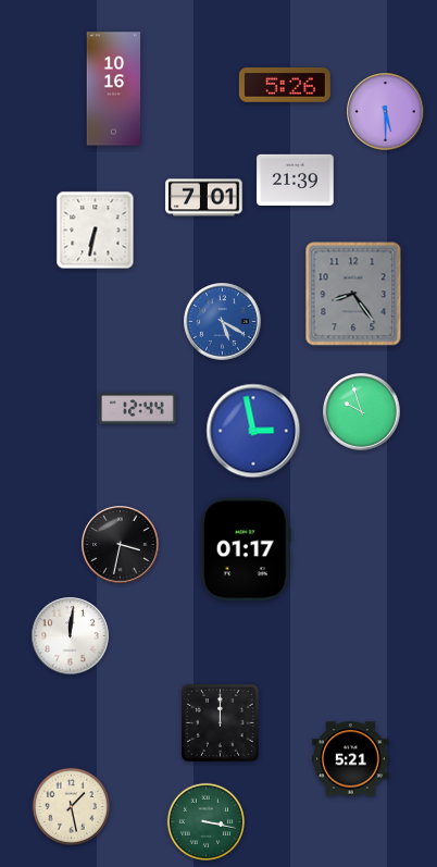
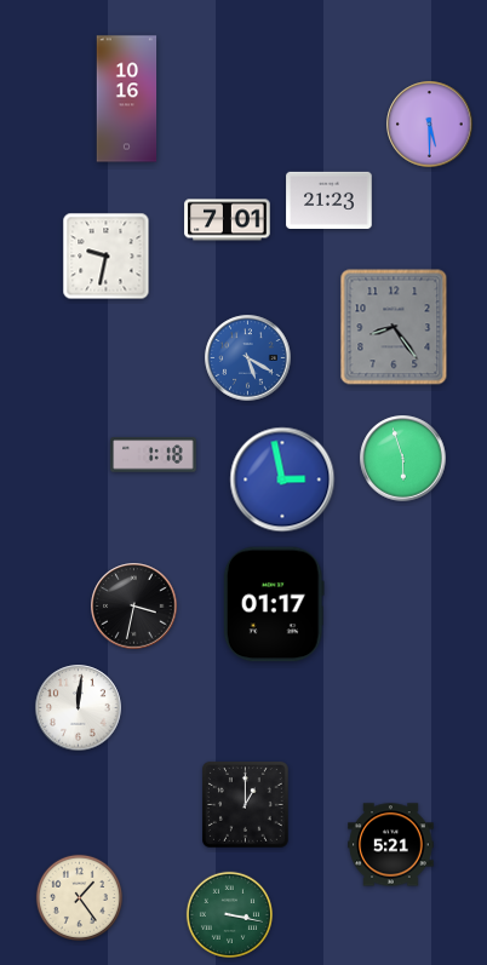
clock at (285, 86): 5:26 -> none
clock at (296, 179): 21:39 -> 21:23
clock at (96, 231): 6:32 -> 9:32
clock at (138, 409): 12:44 -> 1:18
clock at (362, 412): 9:57 -> 5:57
clock at (246, 549) position: (246, 549) -> (274, 604)
clock at (221, 723): 12:00 -> 1:00
clock at (71, 806): 1:28 -> 1:24
